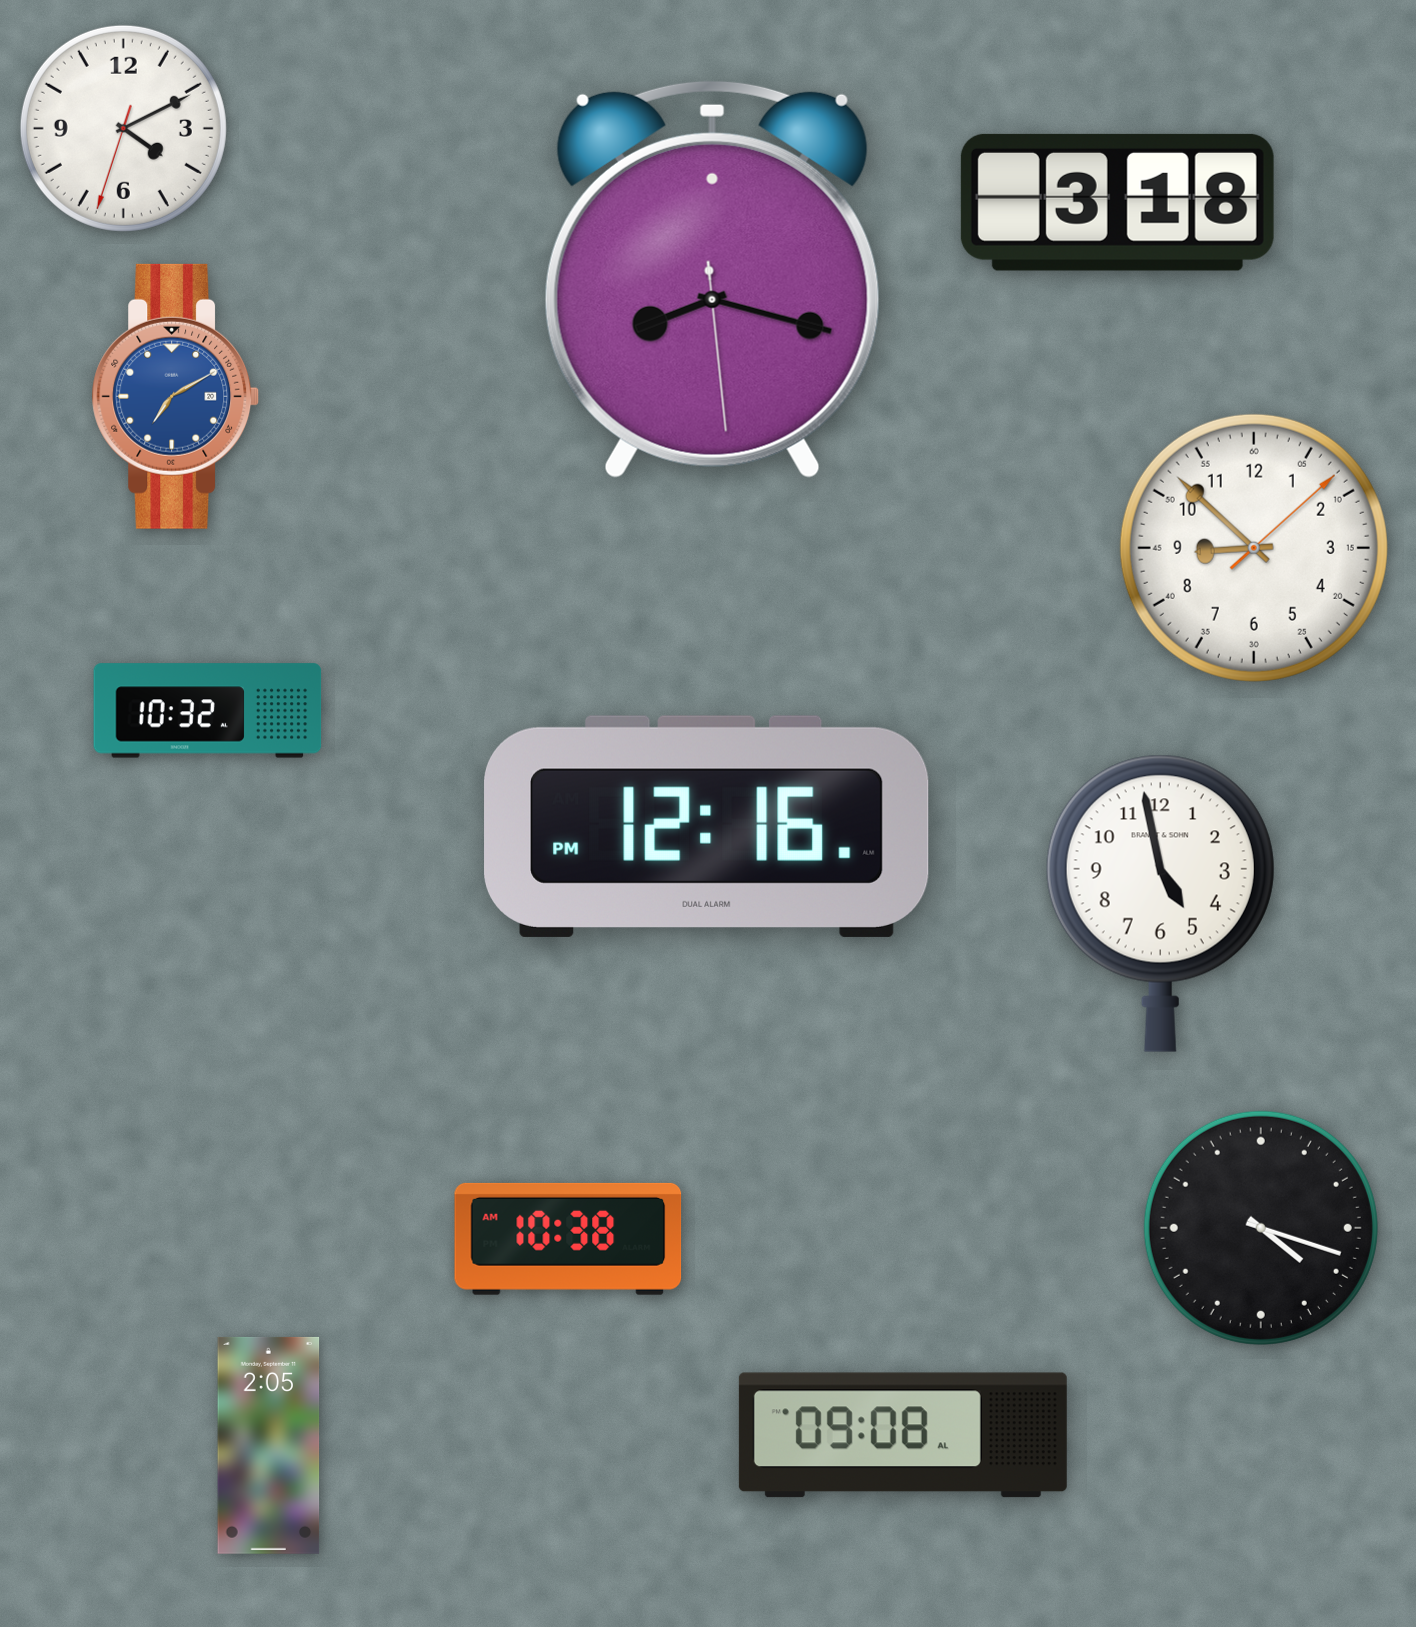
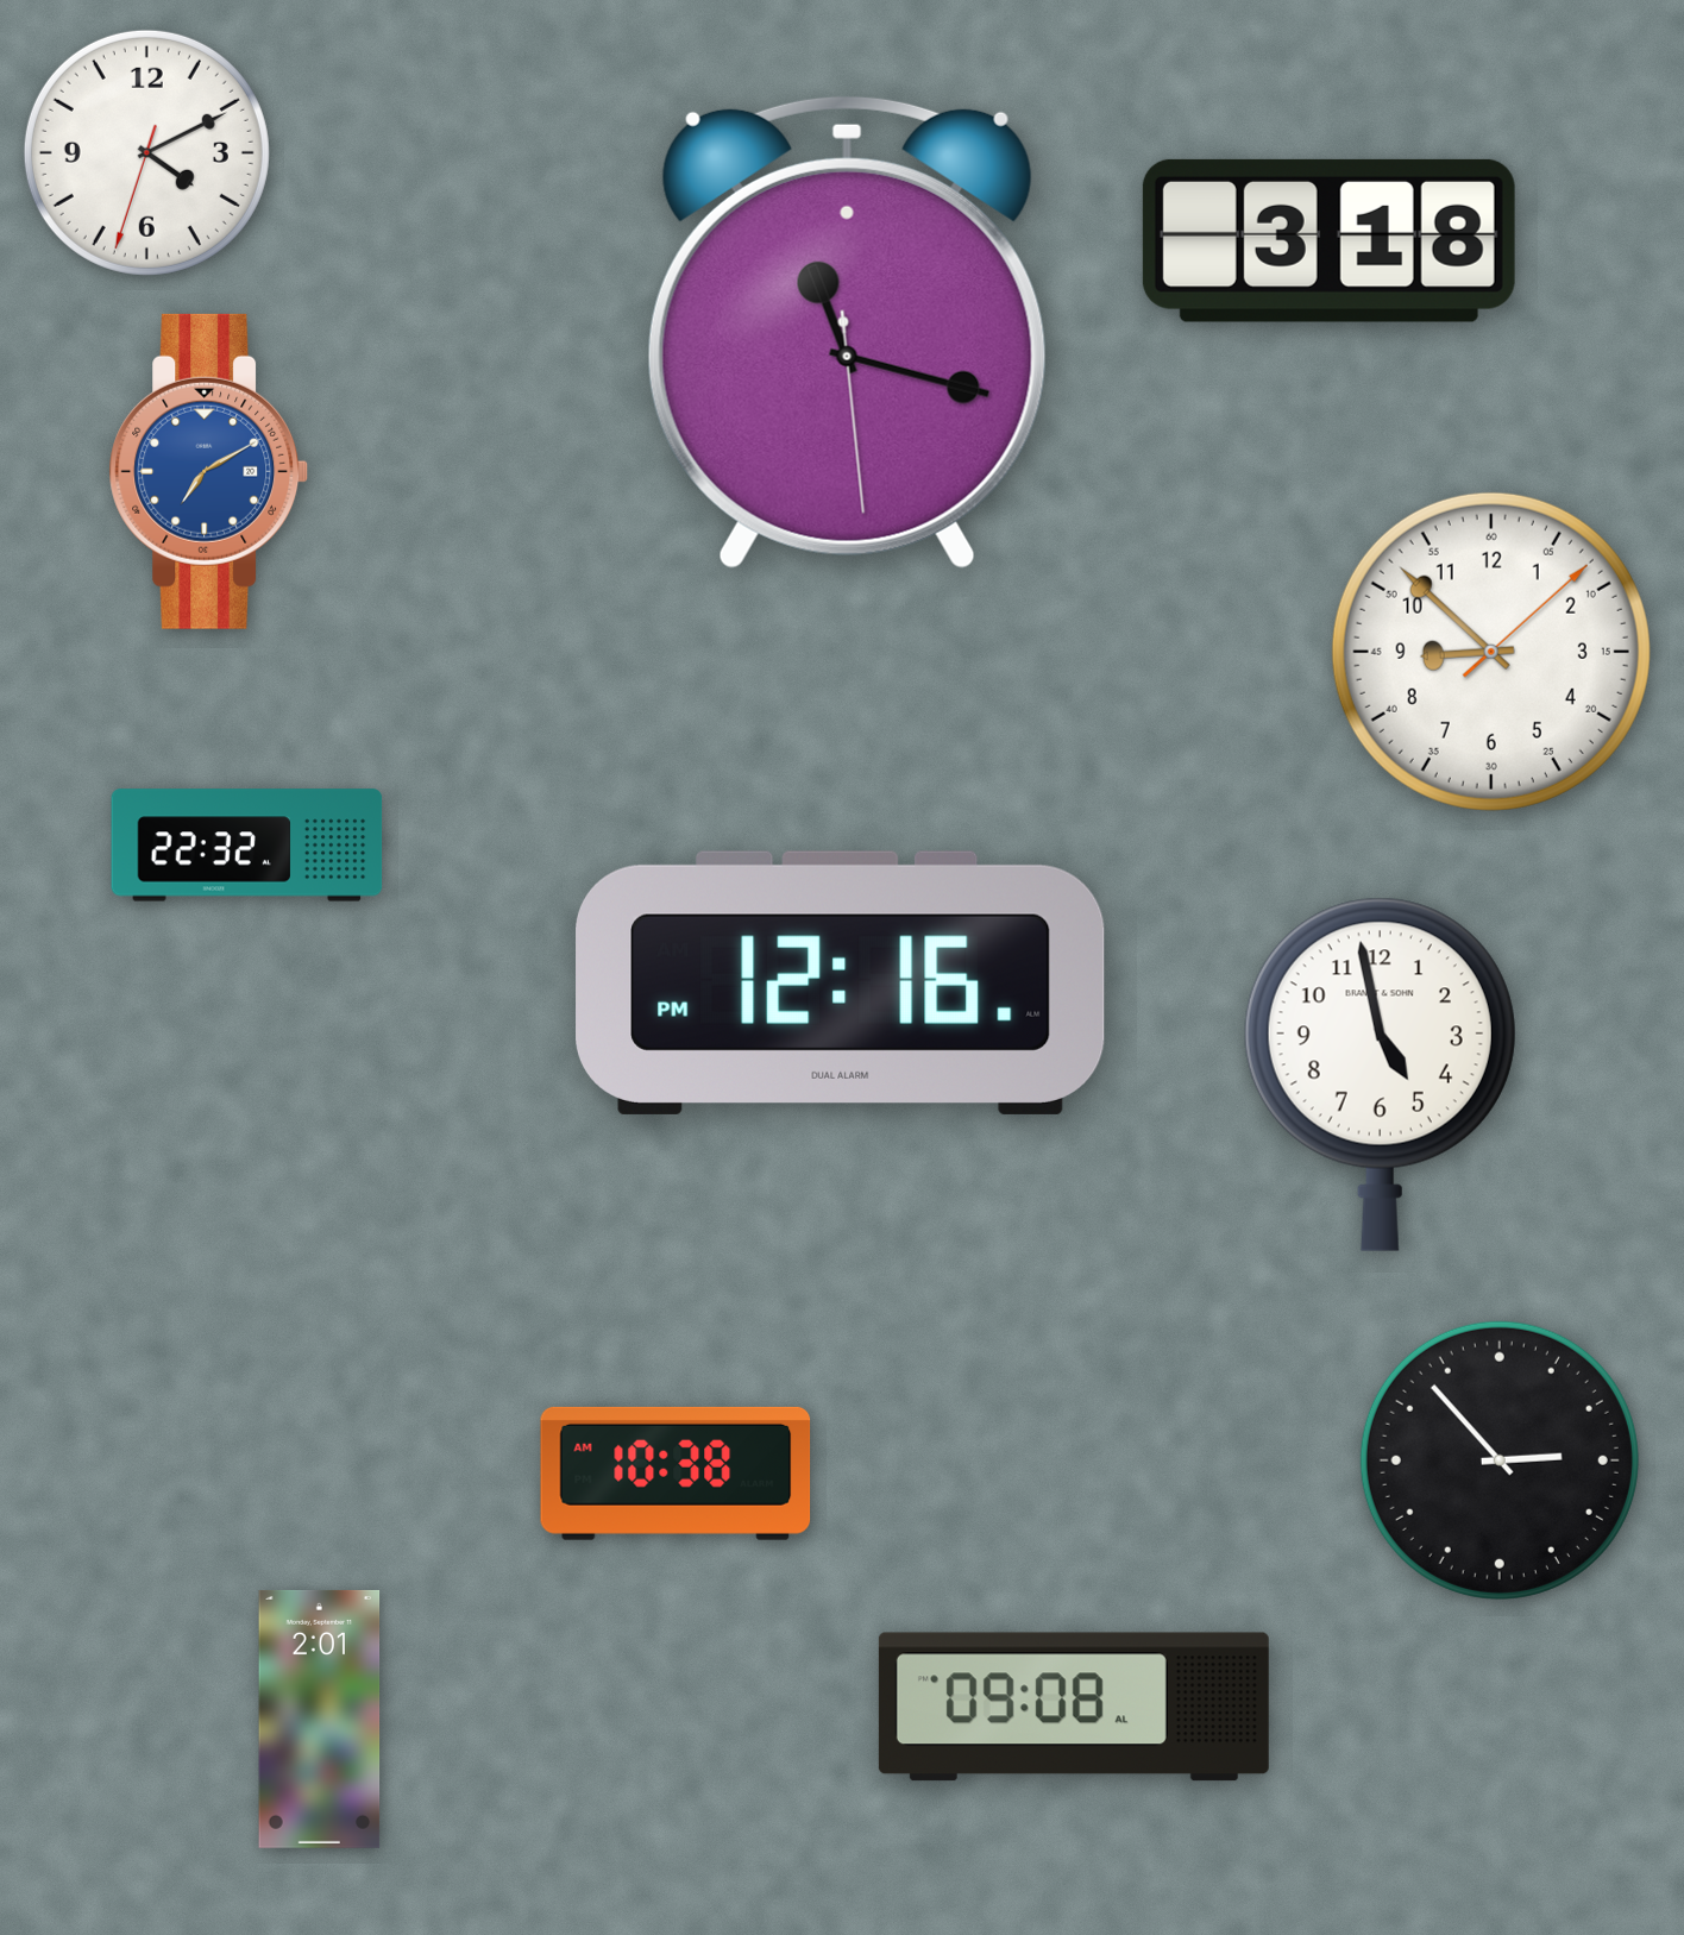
clock at (712, 279): 8:17 -> 11:17
clock at (208, 711): 10:32 -> 22:32
clock at (1261, 1228): 4:18 -> 2:53
clock at (269, 1445): 2:05 -> 2:01
